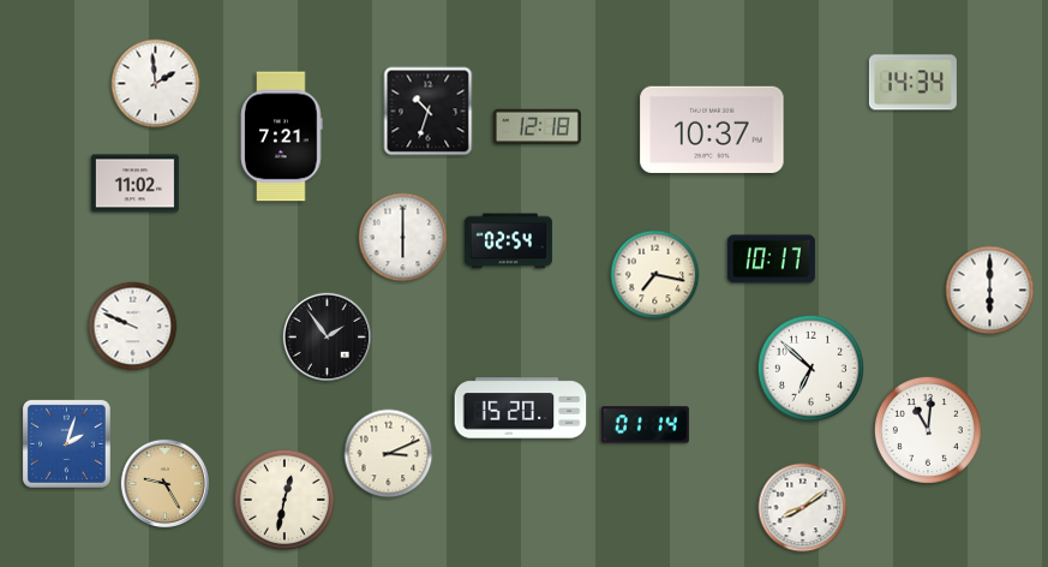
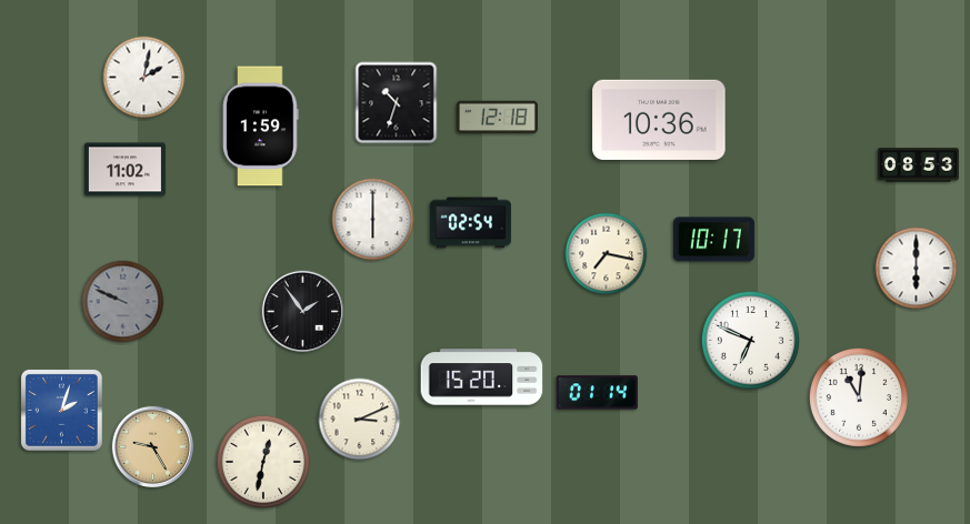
clock at (912, 83): 14:34 -> none
clock at (156, 84): 1:59 -> 2:02
clock at (712, 130): 10:37 -> 10:36
clock at (282, 137): 7:21 -> 1:59
clock at (918, 165): none -> 08:53
clock at (133, 327) dial: white -> grey
clock at (810, 368): 6:52 -> 6:49
clock at (803, 508): 8:09 -> none
